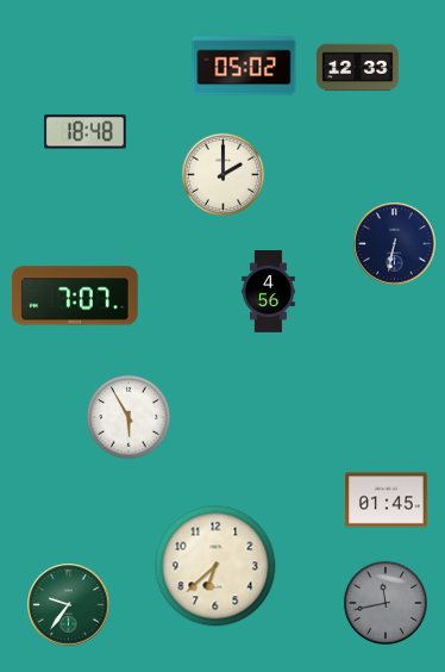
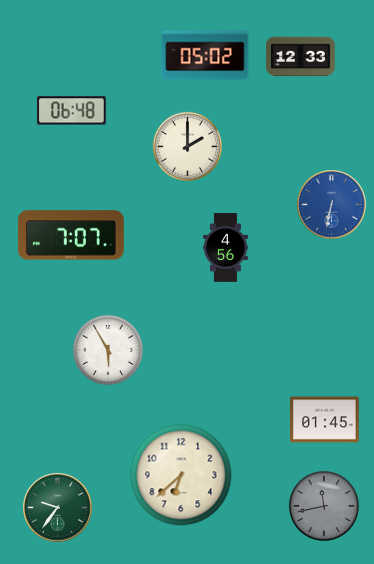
clock at (86, 132): 18:48 -> 06:48
clock at (395, 244) dial: navy -> blue
clock at (269, 292) position: (269, 292) -> (226, 248)
clock at (75, 295) position: (75, 295) -> (71, 235)
